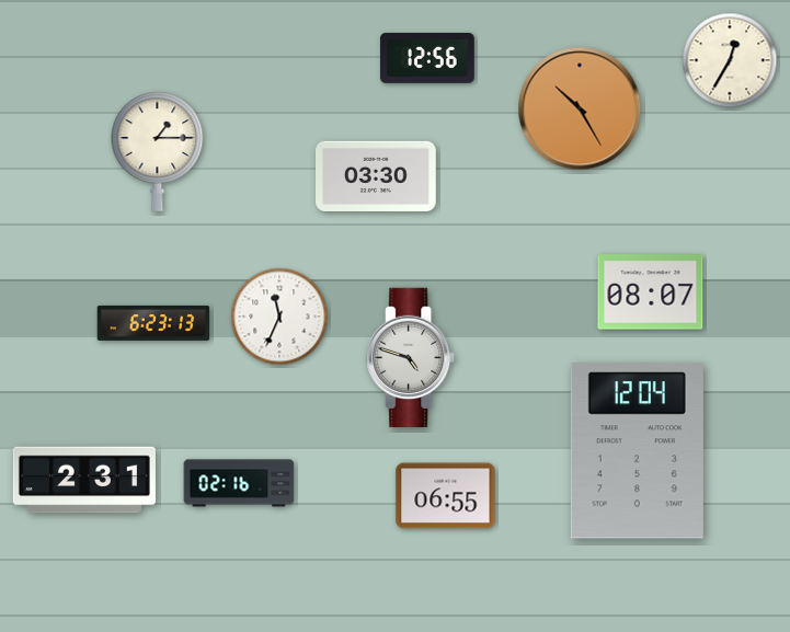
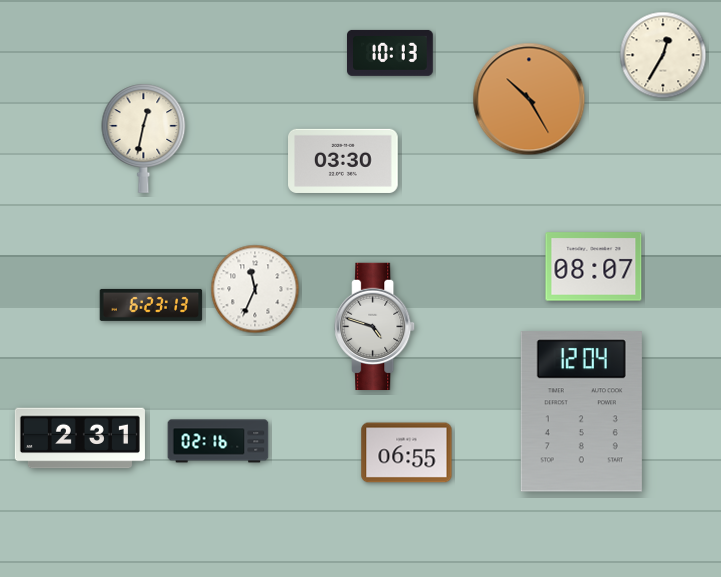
clock at (428, 58): 12:56 -> 10:13
clock at (730, 60) position: (730, 60) -> (663, 55)
clock at (158, 151): 1:15 -> 12:32
clock at (153, 323) position: (153, 323) -> (151, 305)
clock at (84, 480) position: (84, 480) -> (80, 438)
